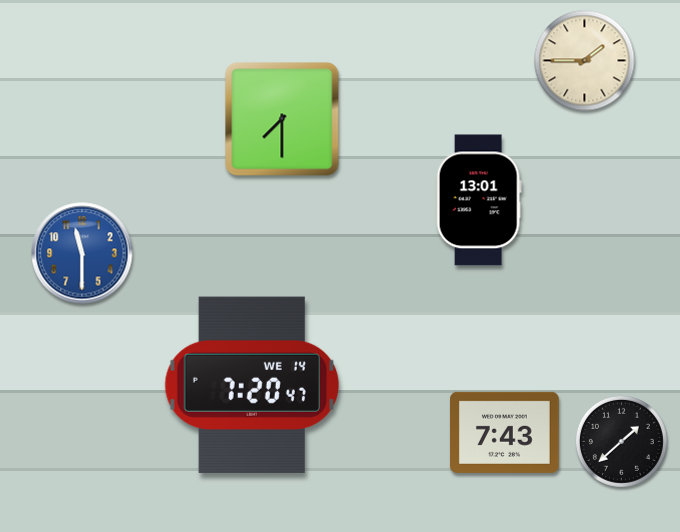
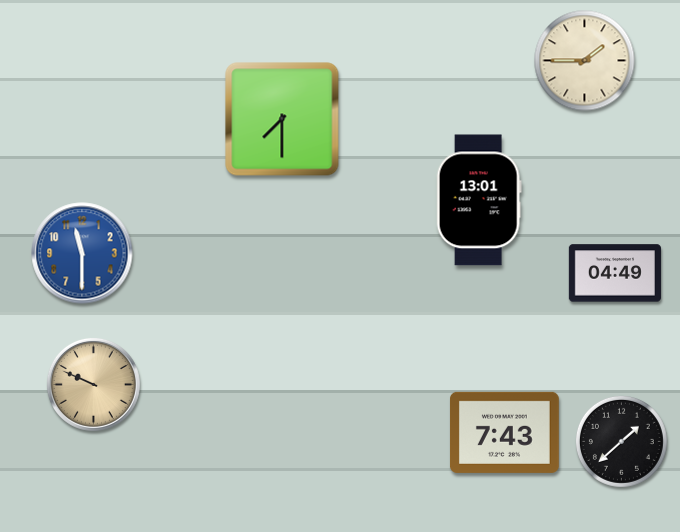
clock at (615, 273): none -> 04:49
clock at (93, 384): none -> 9:49
clock at (251, 385): 7:20 -> none
